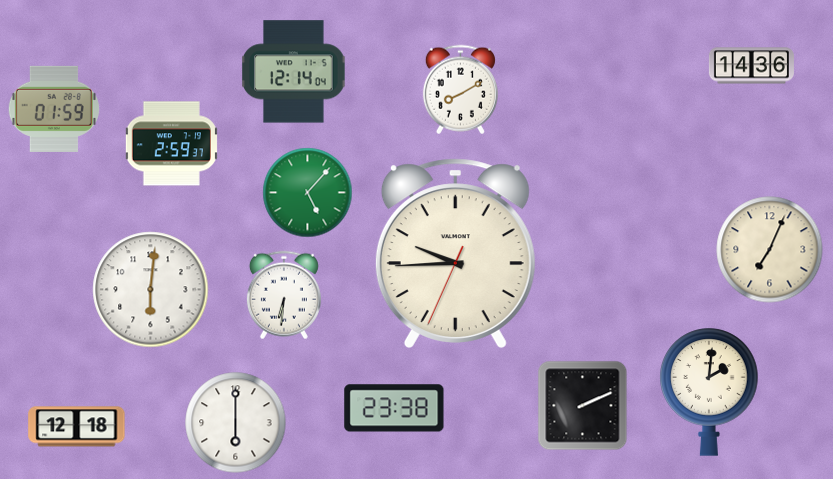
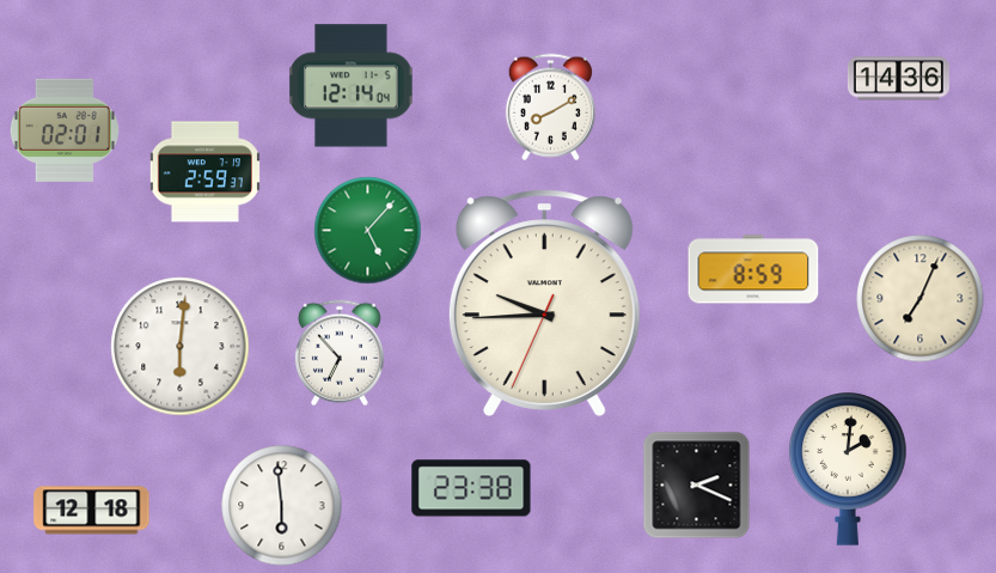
clock at (54, 109): 01:59 -> 02:01
clock at (753, 269): none -> 8:59
clock at (284, 295): 6:31 -> 6:53
clock at (583, 406): 2:11 -> 2:19
clock at (236, 423): 6:00 -> 5:59
